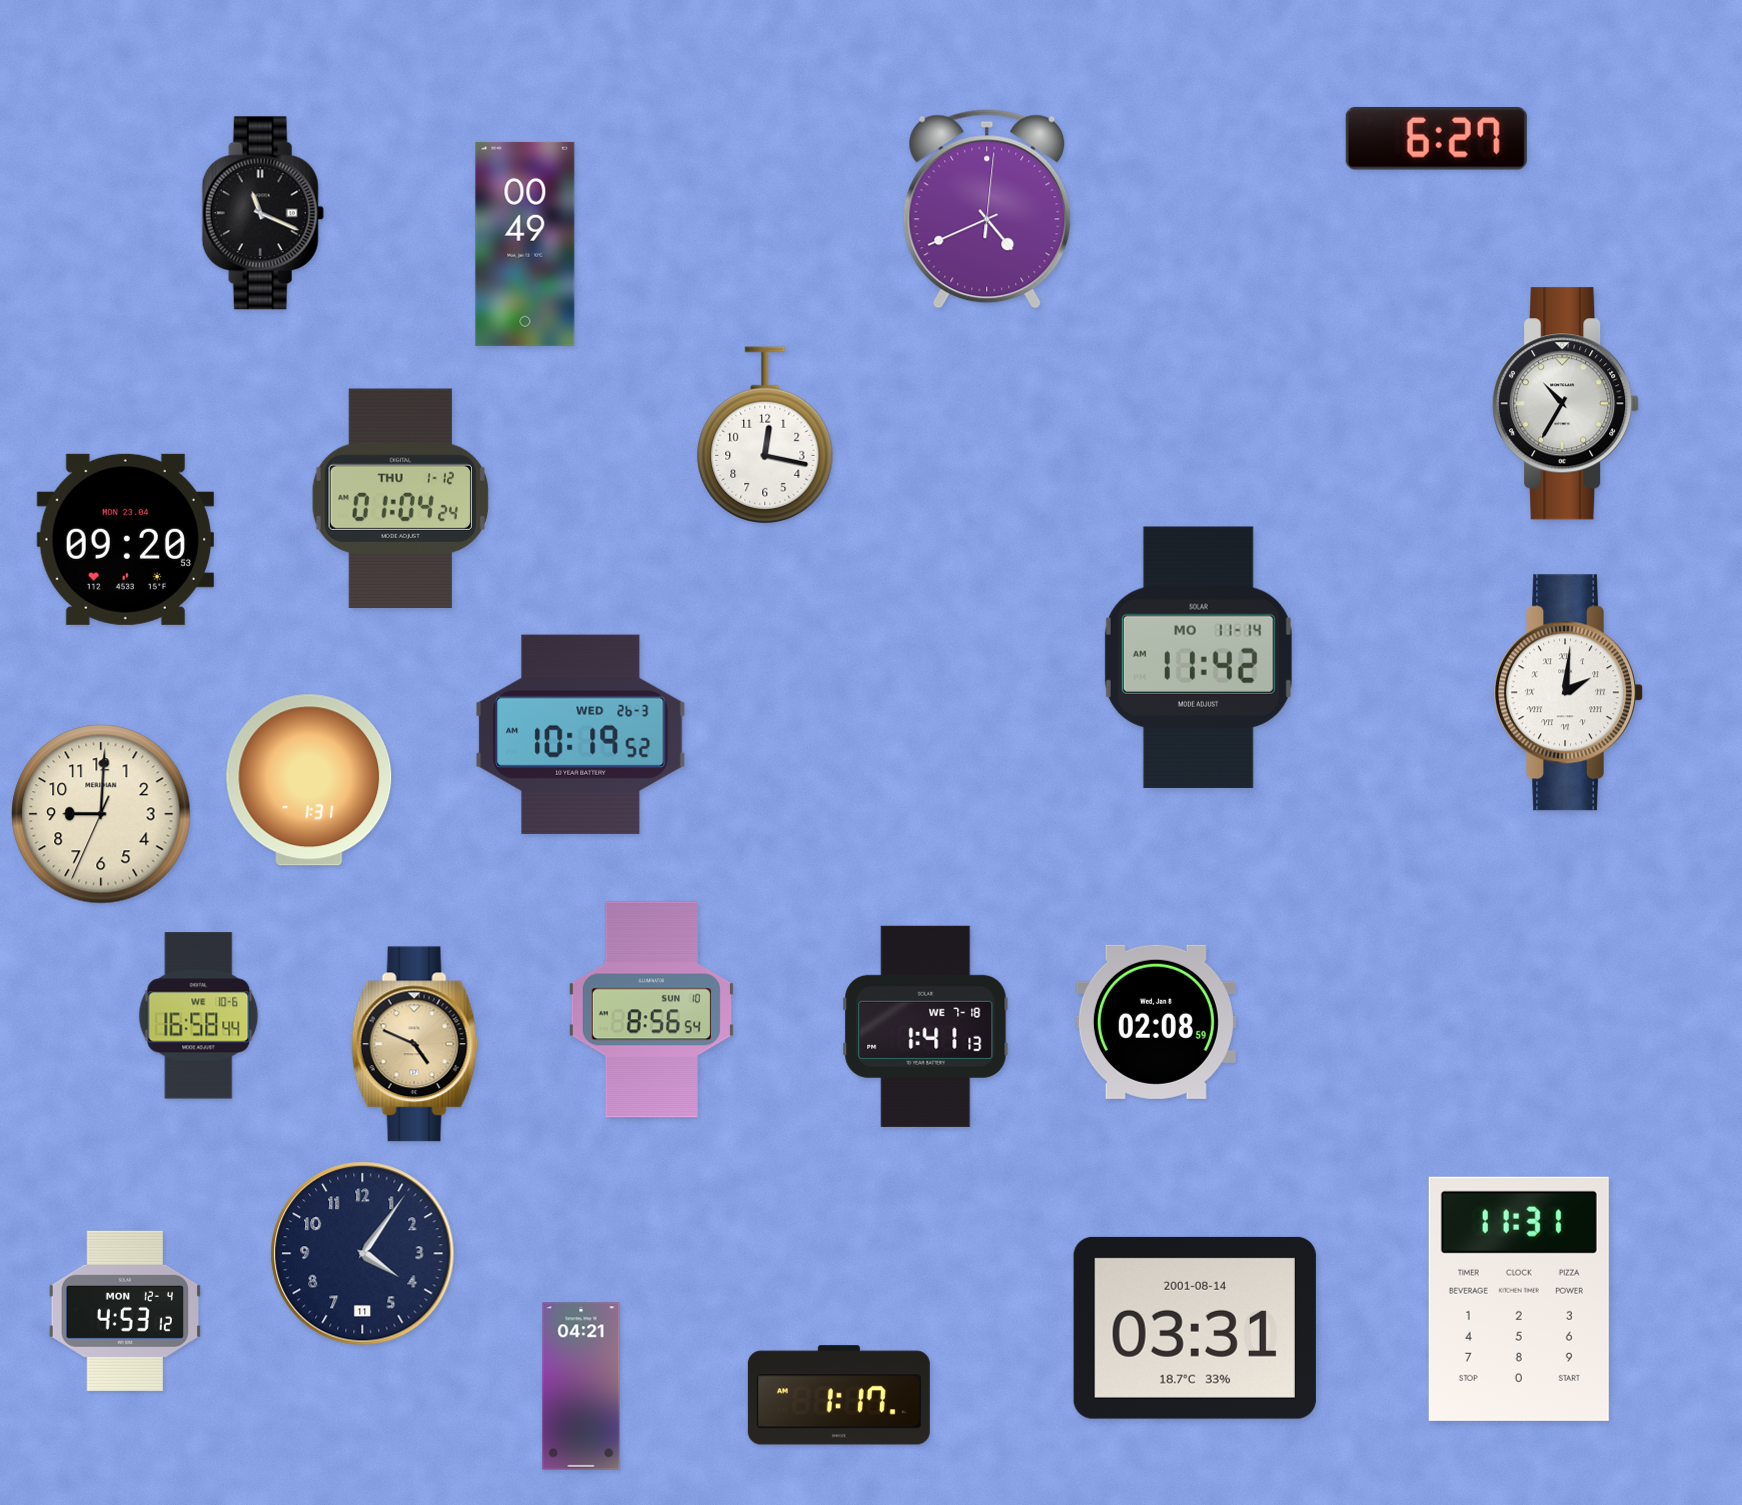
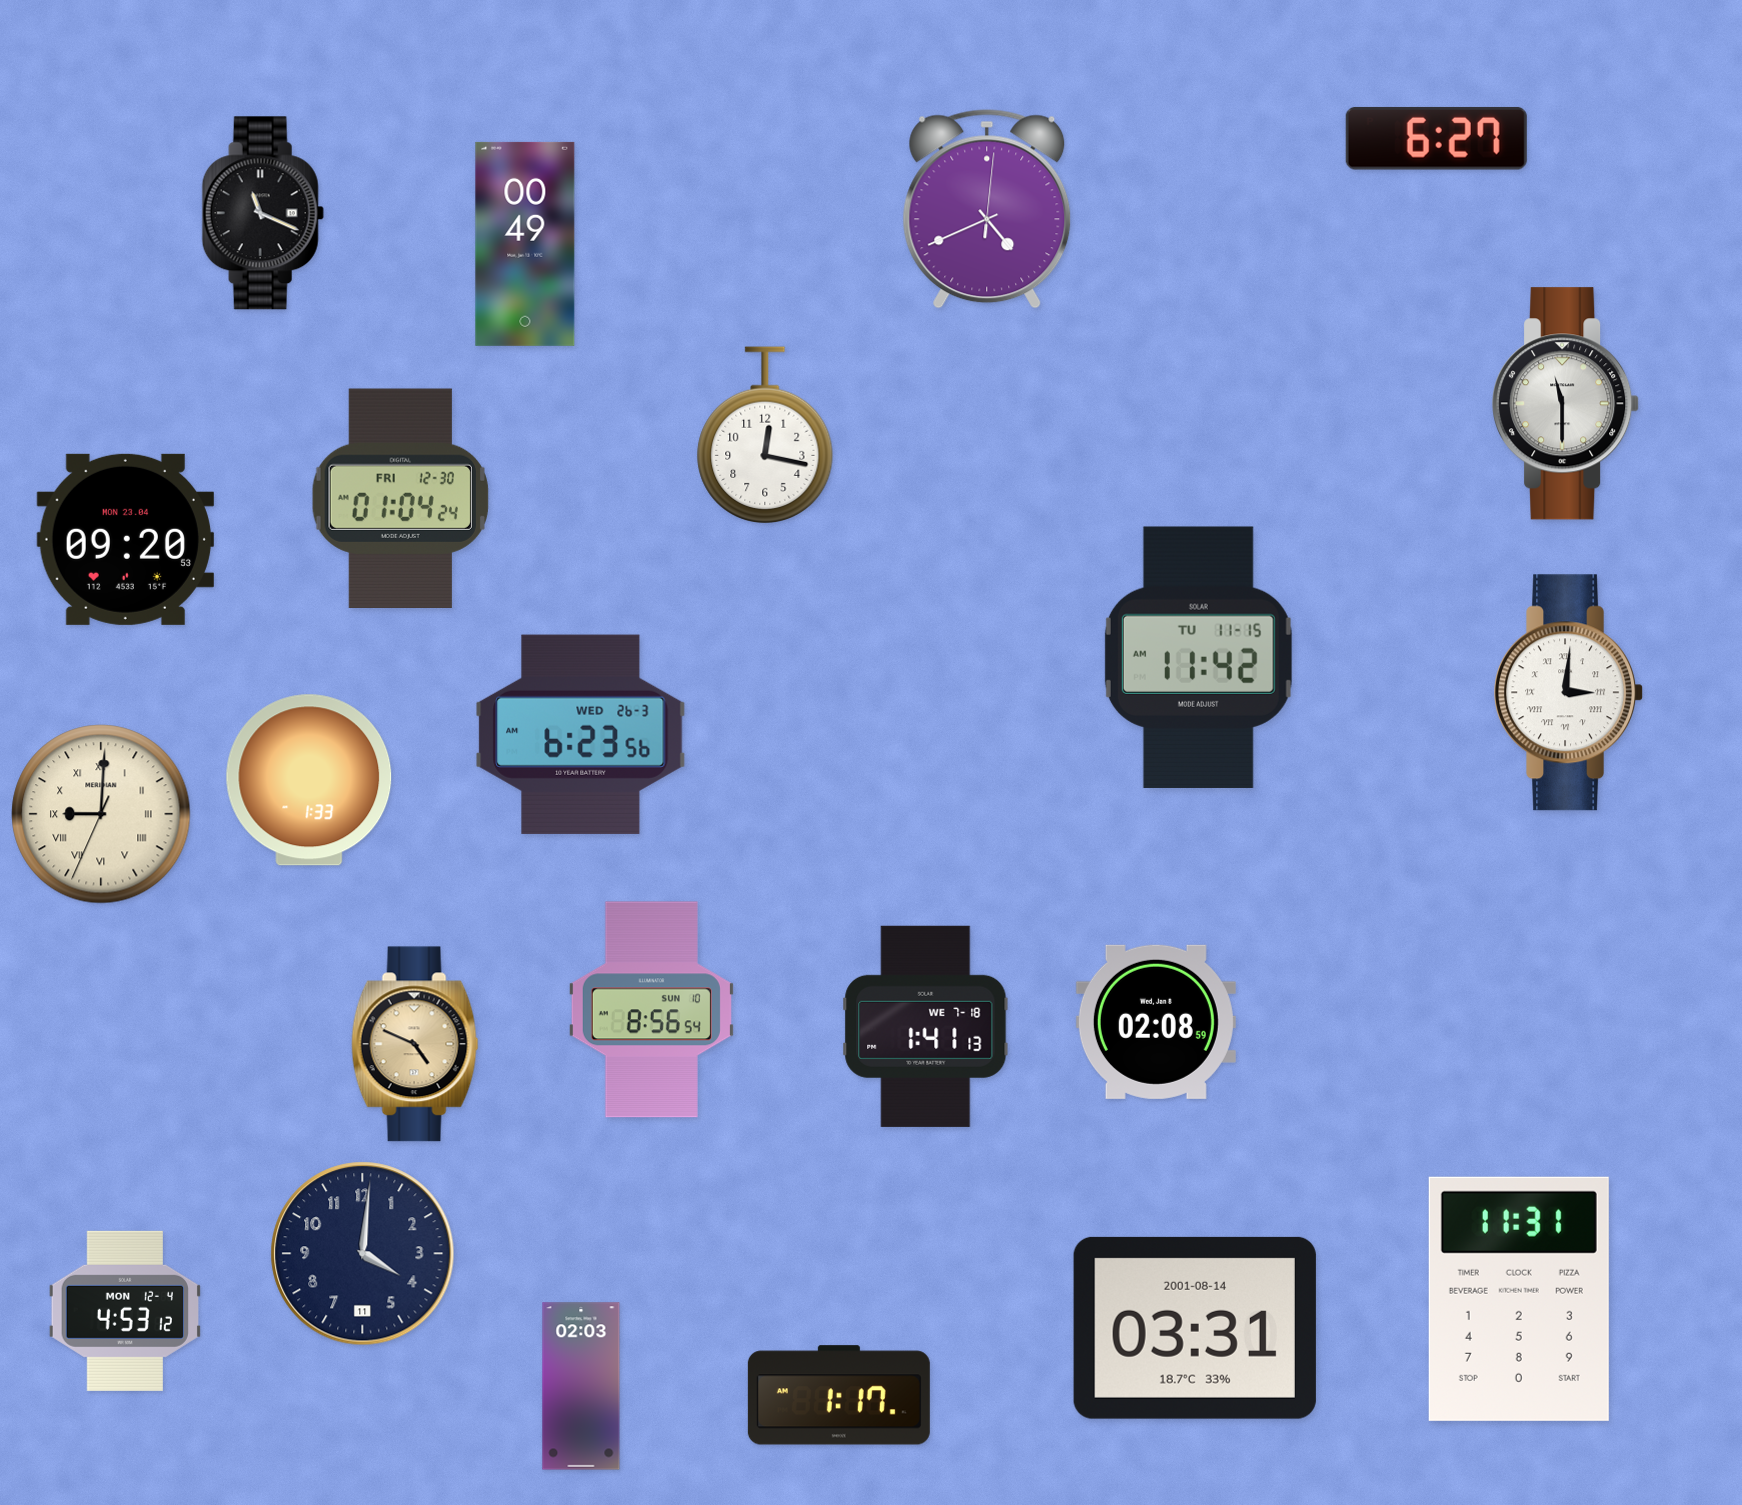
clock at (1566, 404): 10:35 -> 11:30
clock at (400, 498) date: THU 1-12 -> FRI 12-30
clock at (1198, 657) date: MO 11-14 -> TU 11-15
clock at (1568, 693): 2:01 -> 3:01
clock at (581, 734): 10:19 -> 6:23
clock at (309, 780): 1:31 -> 1:33
clock at (101, 814) numerals: Arabic -> Roman
clock at (199, 1016): 16:58 -> none
clock at (363, 1254): 4:06 -> 4:01
clock at (581, 1386): 04:21 -> 02:03
